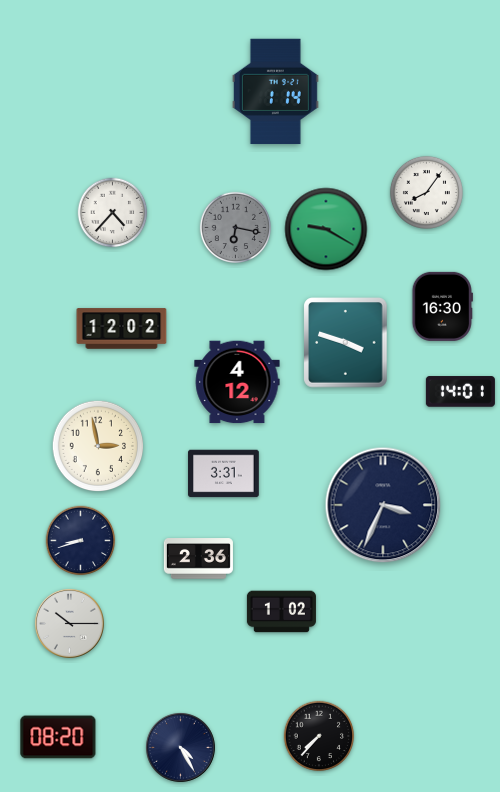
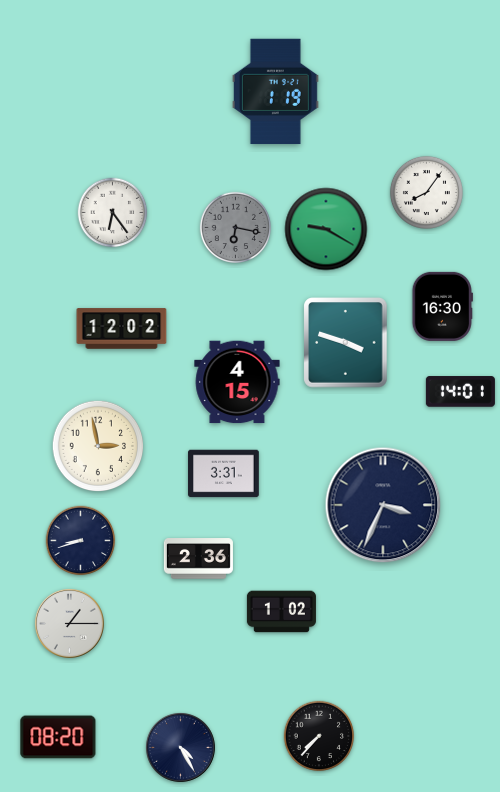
clock at (275, 92): 1:14 -> 1:19
clock at (113, 213): 4:37 -> 6:24
clock at (237, 382): 4:12 -> 4:15
clock at (69, 623): 10:15 -> 1:15
